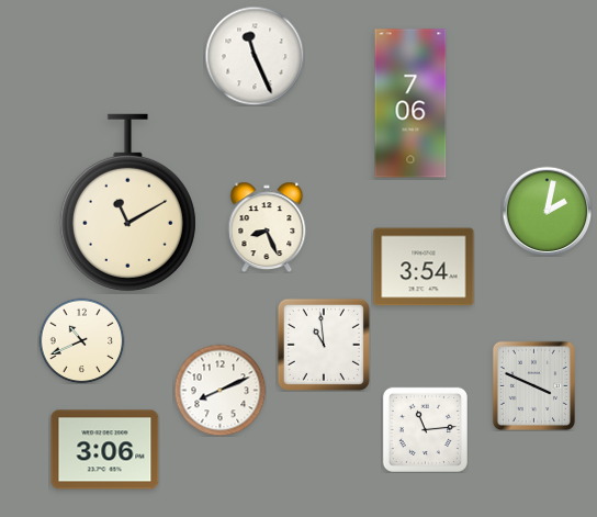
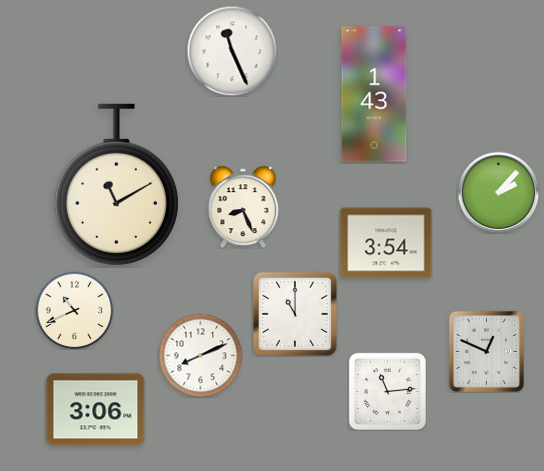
clock at (410, 103): 7:06 -> 1:43
clock at (547, 211): 2:02 -> 2:07
clock at (324, 345): 10:59 -> 11:00
clock at (533, 385): 3:49 -> 12:49
